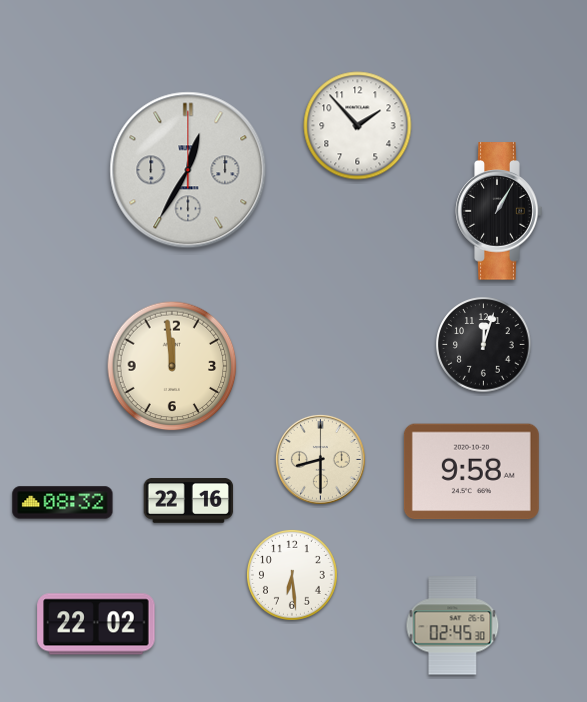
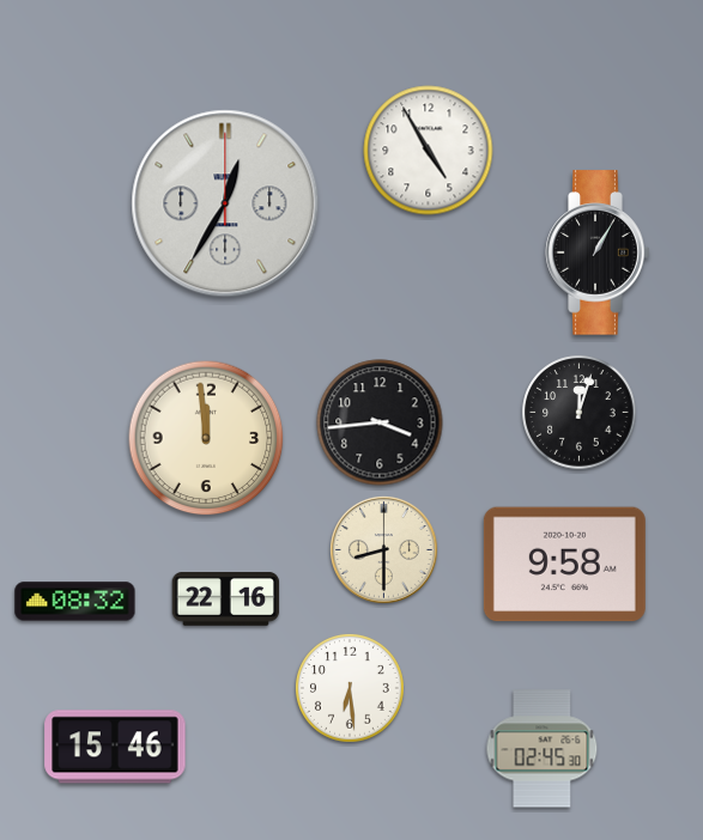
clock at (358, 126): 1:53 -> 4:55
clock at (380, 422): none -> 3:44
clock at (96, 624): 22:02 -> 15:46
